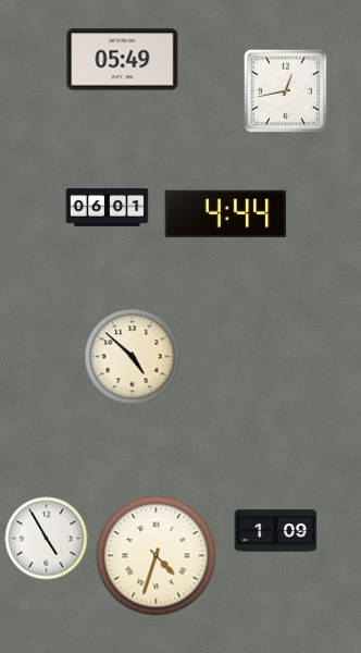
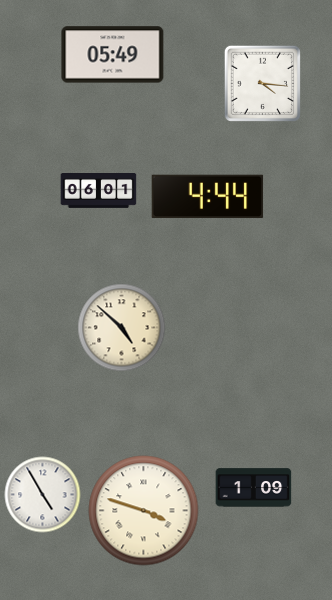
clock at (285, 90): 12:43 -> 4:16
clock at (157, 556): 4:33 -> 3:48
